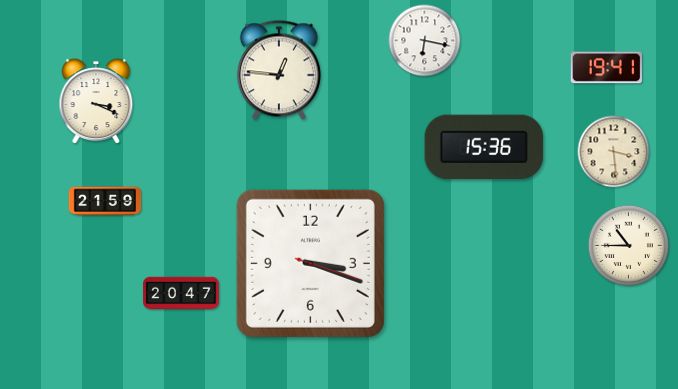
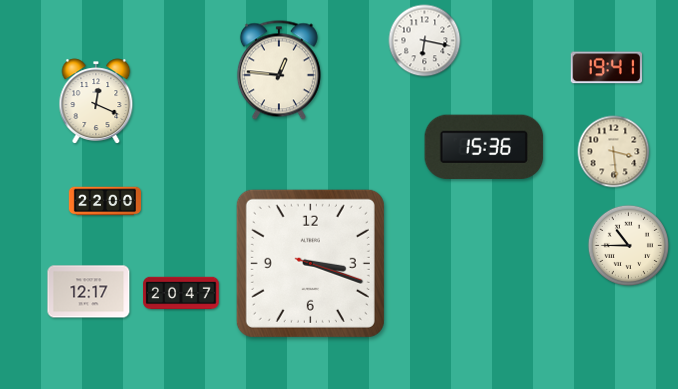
clock at (96, 101): 3:19 -> 12:19
clock at (104, 201): 21:59 -> 22:00
clock at (89, 292): none -> 12:17
